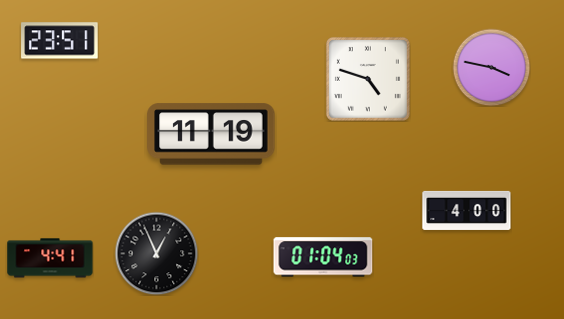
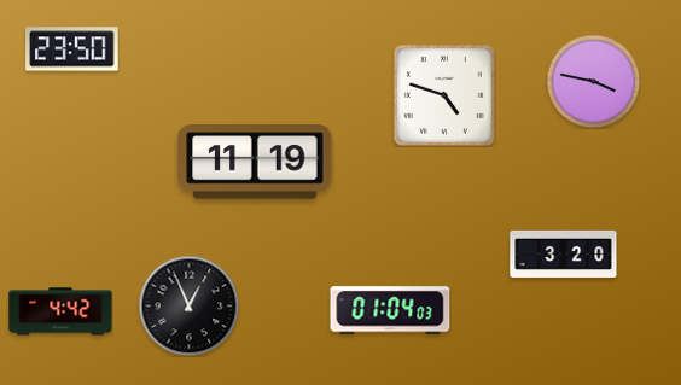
clock at (60, 41): 23:51 -> 23:50
clock at (467, 210): 4:00 -> 3:20
clock at (50, 258): 4:41 -> 4:42
